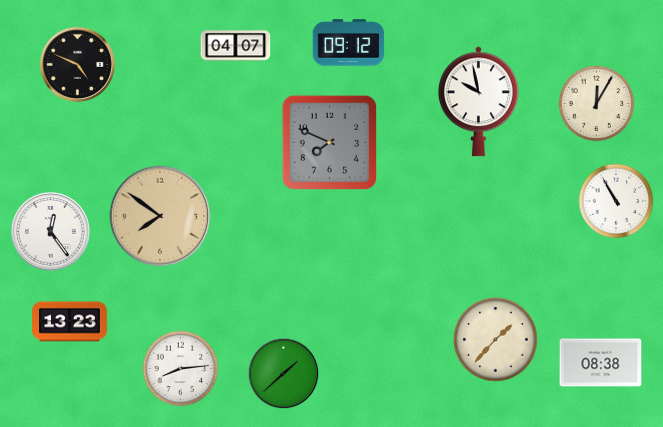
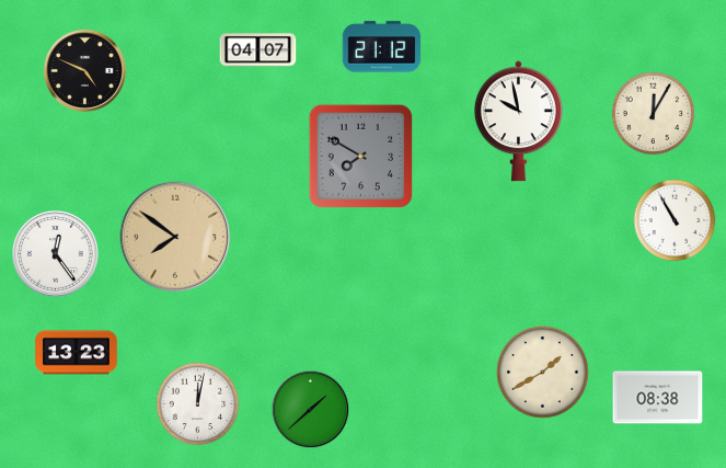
clock at (349, 43): 09:12 -> 21:12
clock at (478, 102) position: (478, 102) -> (518, 122)
clock at (329, 142): 7:49 -> 7:50
clock at (496, 340): 1:37 -> 1:40
clock at (181, 369): 8:14 -> 12:02
